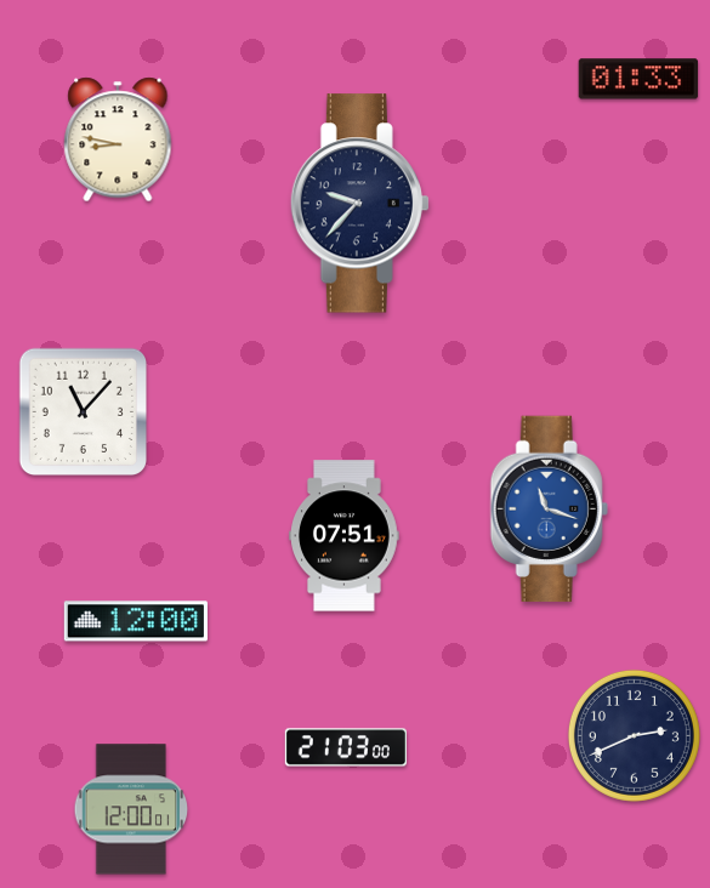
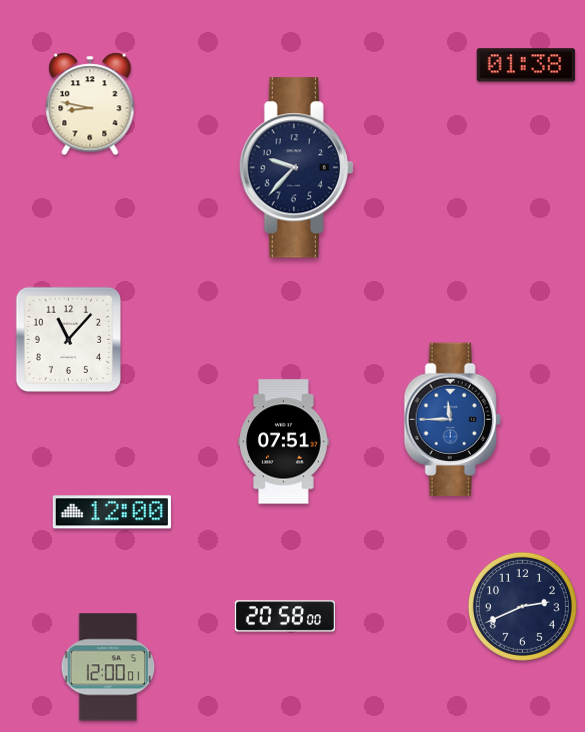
clock at (638, 79): 01:33 -> 01:38
clock at (118, 140) position: (118, 140) -> (90, 104)
clock at (549, 510): 11:18 -> 11:45
clock at (346, 747): 21:03 -> 20:58
